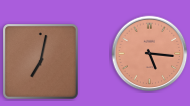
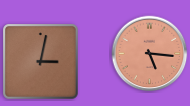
clock at (41, 62): 7:02 -> 3:02
